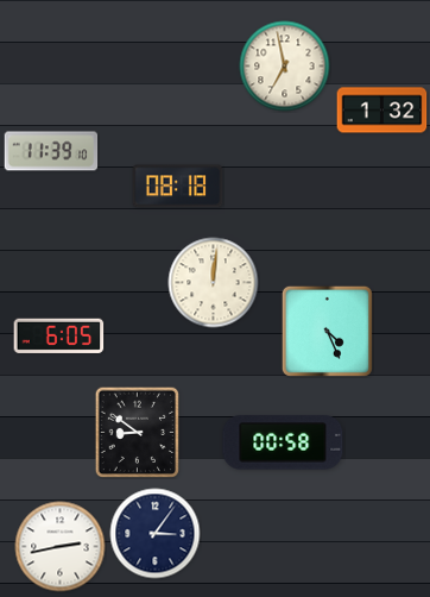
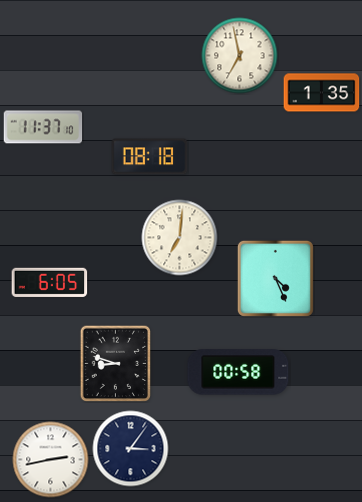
clock at (382, 111): 1:32 -> 1:35
clock at (51, 151): 11:39 -> 11:37
clock at (214, 283): 12:01 -> 7:01
clock at (138, 432): 8:51 -> 8:48
